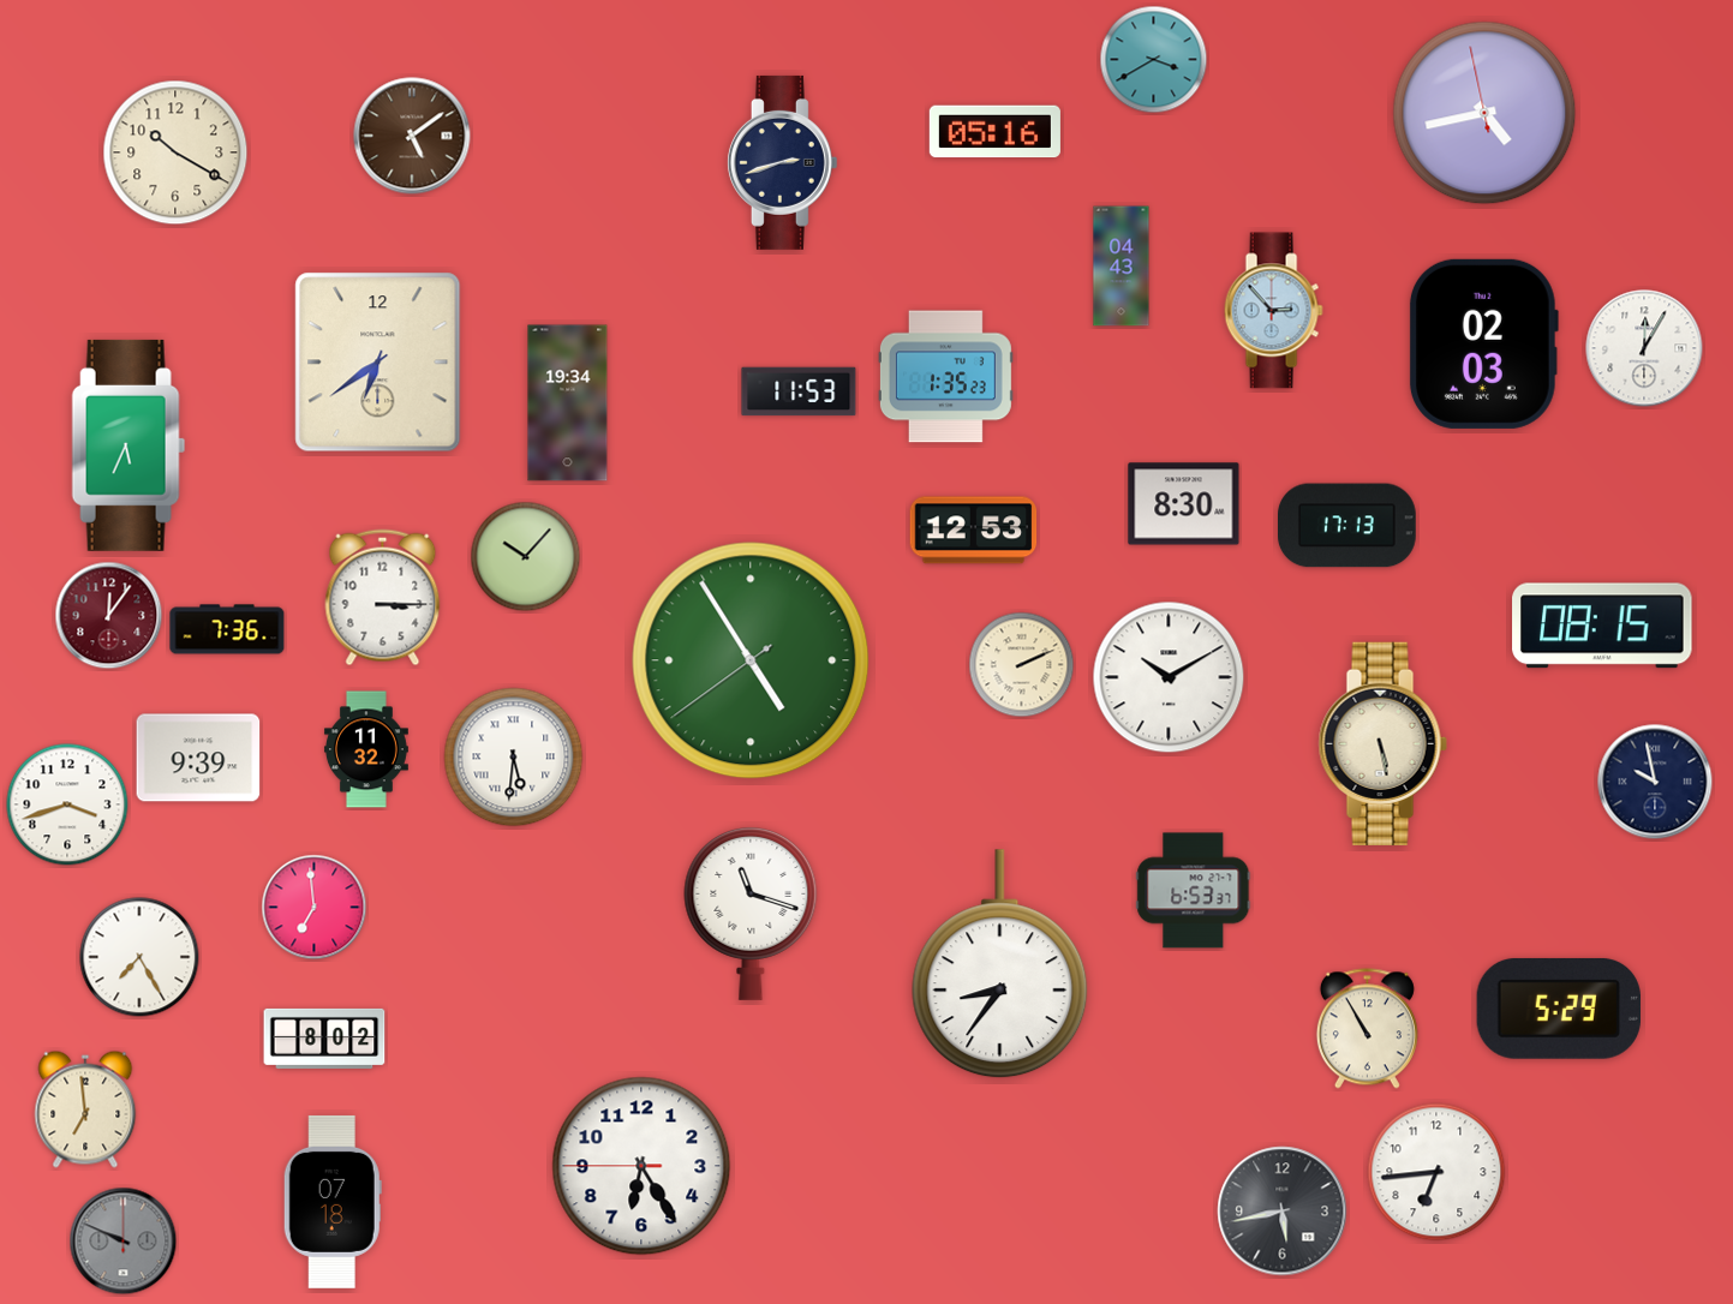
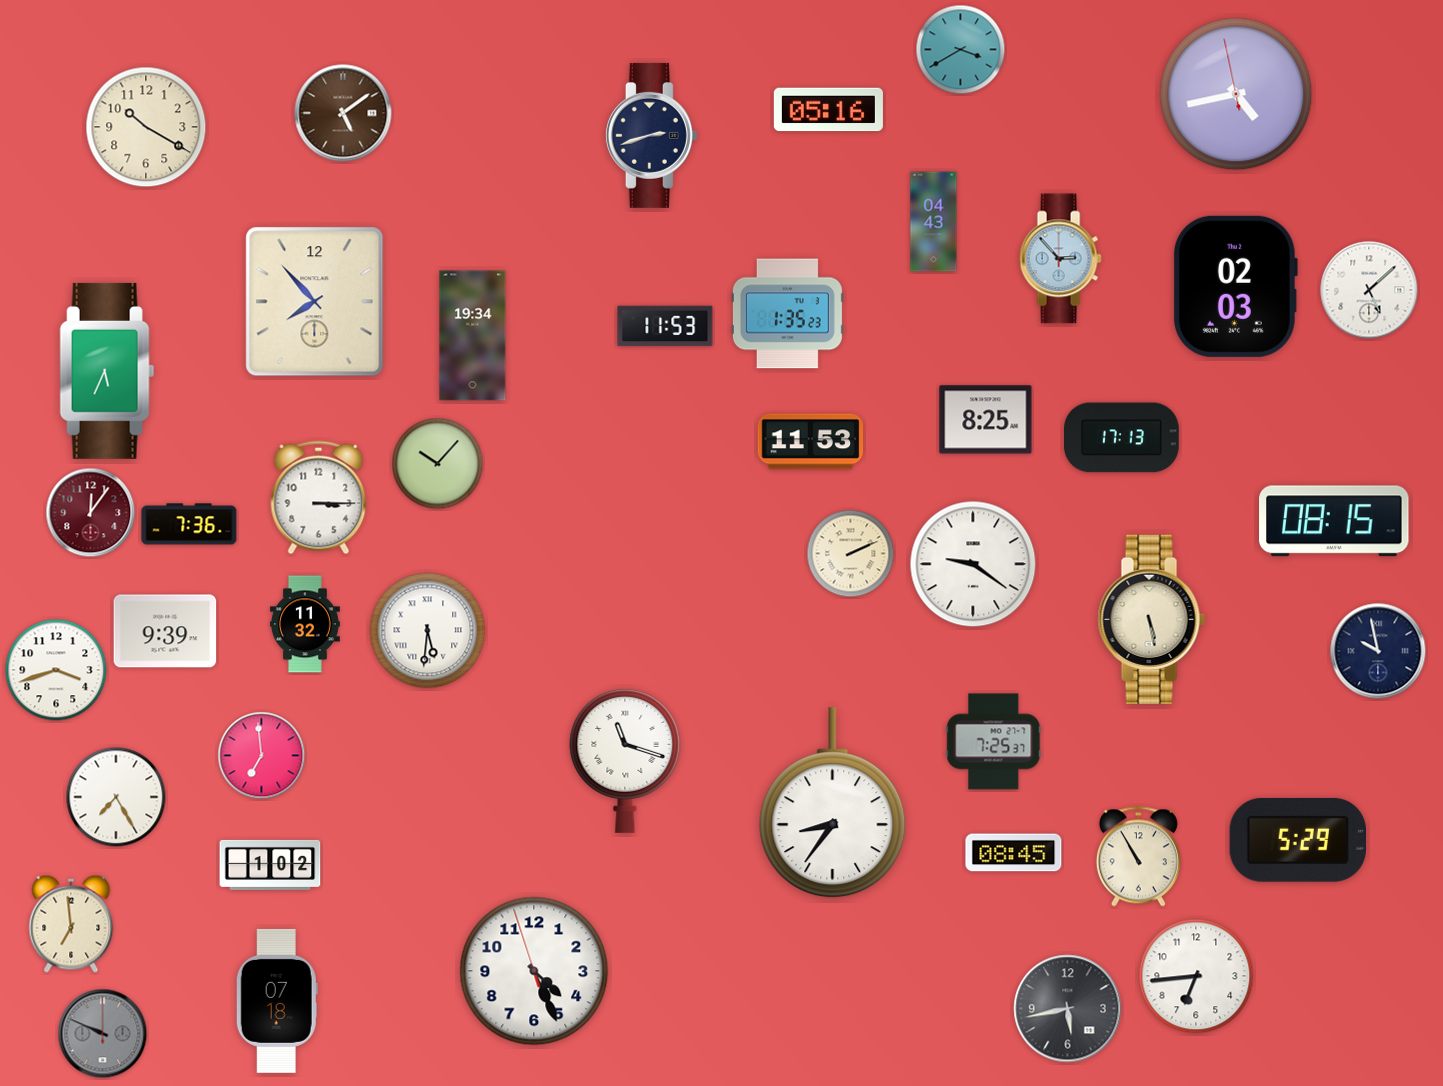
clock at (1644, 348): 12:05 -> 5:08
clock at (378, 363): 6:39 -> 7:53
clock at (1184, 504): 8:30 -> 8:25
clock at (974, 531): 12:53 -> 11:53
clock at (751, 660): 4:54 -> none
clock at (1169, 677): 10:10 -> 9:21
clock at (1194, 891): 6:53 -> 7:25
clock at (1014, 853): none -> 08:45
clock at (324, 1039): 8:02 -> 1:02
clock at (641, 1166): 6:24 -> 4:25
